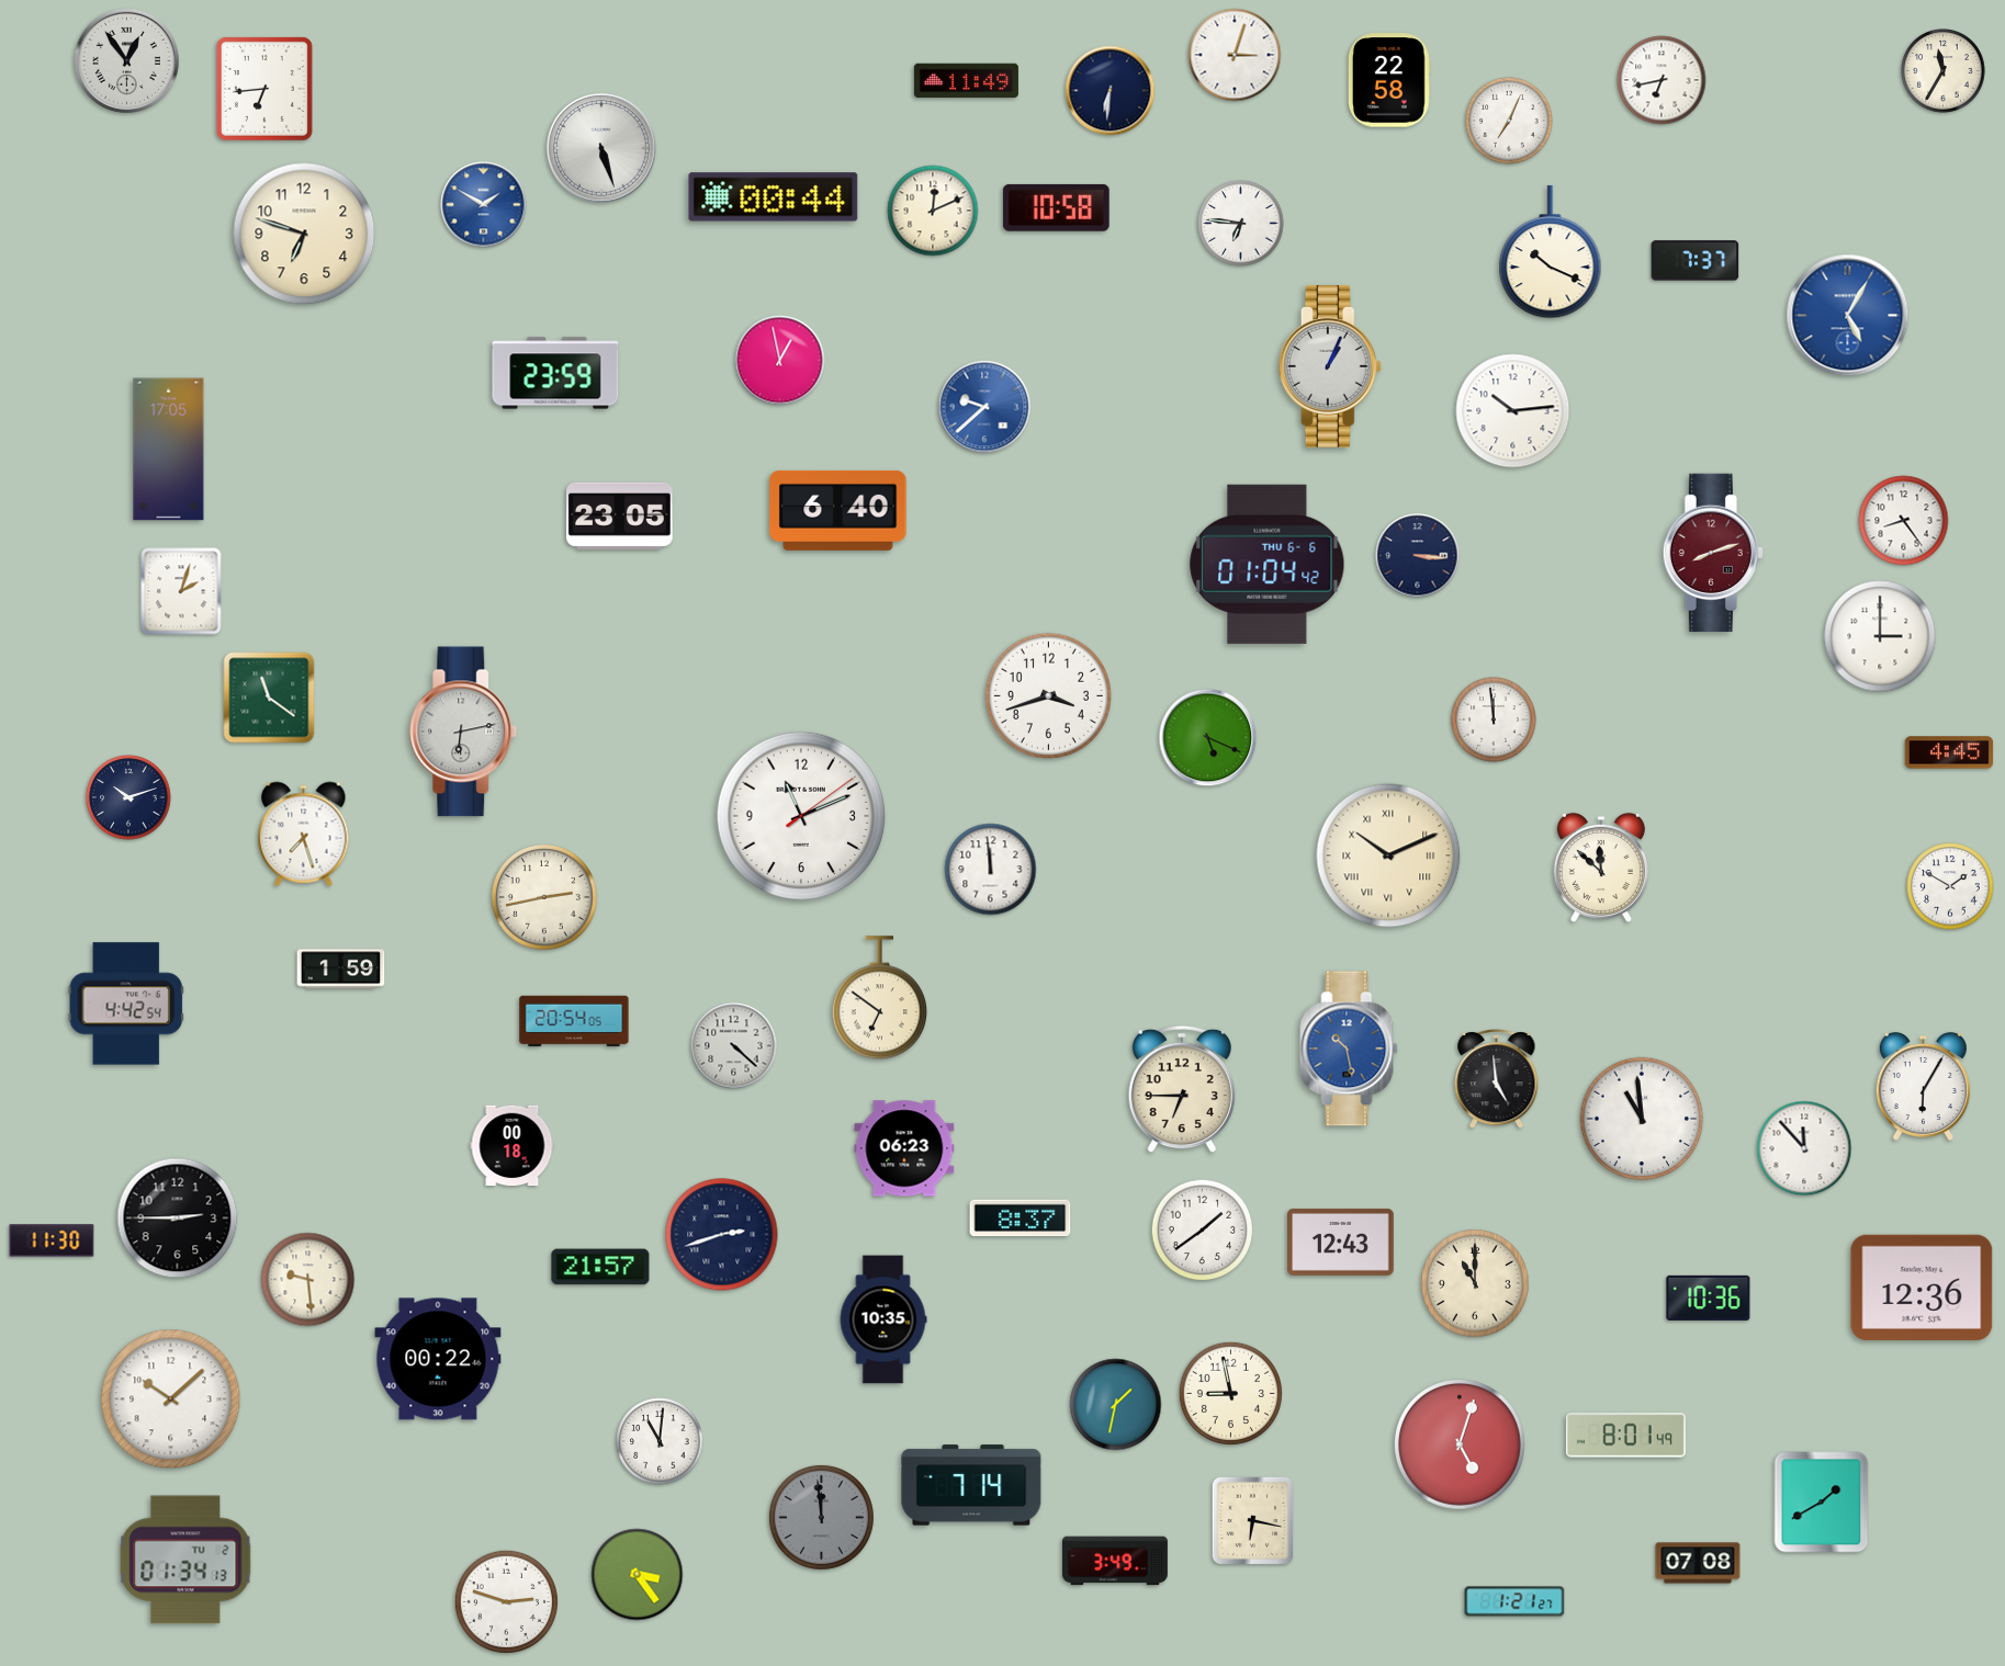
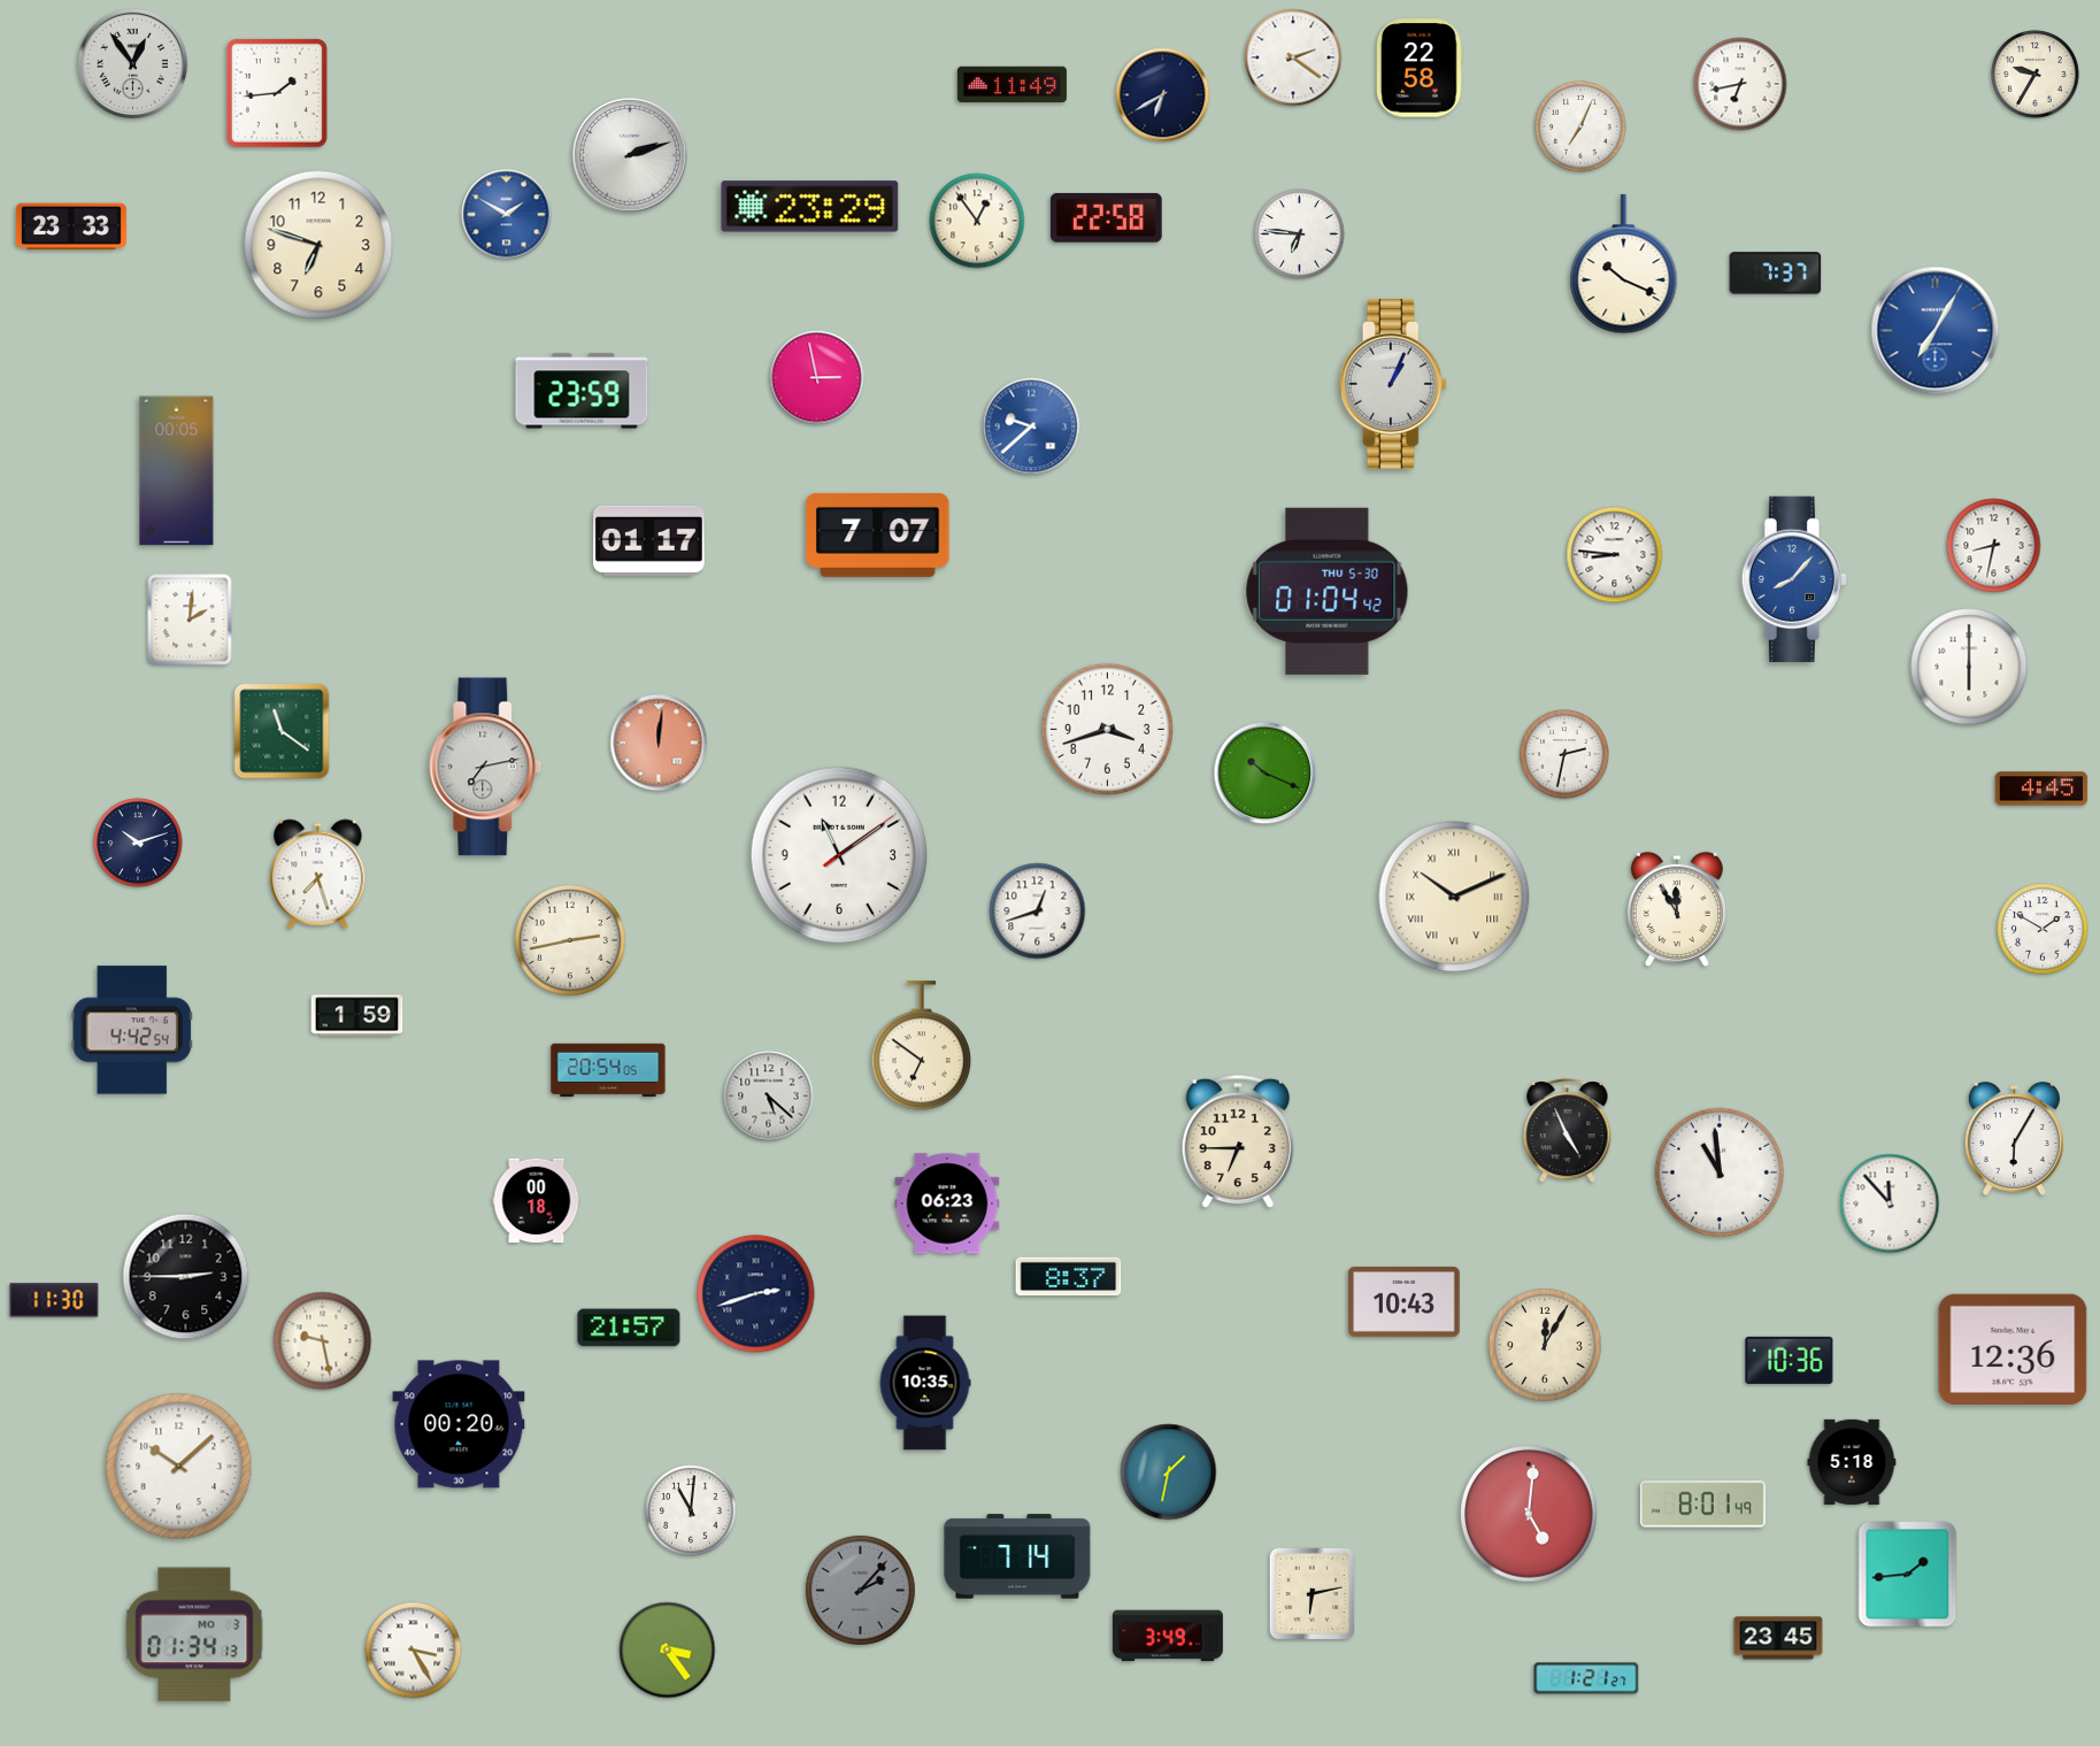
clock at (1235, 55): 3:03 -> 2:21
clock at (1944, 71): 11:35 -> 9:35
clock at (1389, 80) position: (1389, 80) -> (1420, 68)
clock at (264, 89): 6:44 -> 1:44
clock at (1111, 91): 6:31 -> 6:40
clock at (602, 149): 5:27 -> 2:12
clock at (774, 197): 00:44 -> 23:29
clock at (1056, 207): 10:58 -> 22:58
clock at (933, 211): 12:11 -> 12:54
clock at (71, 226): none -> 23:33
clock at (1848, 316): 5:05 -> 7:05
clock at (780, 361): 12:58 -> 2:58
clock at (1513, 411): 10:14 -> none
clock at (169, 450): 17:05 -> 00:05
clock at (838, 510): 6:40 -> 7:07
clock at (620, 515): 23:05 -> 01:17
clock at (1904, 521): 8:24 -> 8:32
clock at (1615, 555): none -> 8:46
clock at (1713, 552): 8:12 -> 8:07
clock at (1713, 552) dial: burgundy -> blue
clock at (1418, 556): 3:16 -> none
clock at (1268, 564) date: THU 6-6 -> THU 5-30
clock at (181, 591): 2:03 -> 2:01
clock at (1880, 636): 3:00 -> 6:00
clock at (1048, 695) position: (1048, 695) -> (1107, 729)
clock at (659, 743): none -> 12:01
clock at (1494, 719): 11:59 -> 2:32
clock at (463, 732): 6:13 -> 7:13
clock at (1208, 738): 5:19 -> 10:19
clock at (128, 797) position: (128, 797) -> (138, 843)
clock at (801, 816): 11:11 -> 11:09
clock at (1601, 868): 11:52 -> 11:55
clock at (991, 870): 11:59 -> 12:42
clock at (126, 1004) position: (126, 1004) -> (132, 1030)
clock at (574, 1021) position: (574, 1021) -> (608, 1070)
clock at (734, 1046): 4:22 -> 5:22
clock at (1349, 1049): 10:28 -> none
clock at (1497, 1078): 4:59 -> 4:56
clock at (1203, 1231): 1:39 -> none
clock at (1341, 1242): 12:43 -> 10:43
clock at (308, 1280): 9:29 -> 9:28
clock at (1475, 1283): 11:00 -> 12:05
clock at (438, 1359): 00:22 -> 00:20
clock at (1230, 1393): 8:58 -> none
clock at (1852, 1461): none -> 5:18
clock at (1461, 1446): 5:03 -> 5:01
clock at (1822, 1503): 1:40 -> 1:44
clock at (821, 1517): 11:59 -> 2:07
clock at (1253, 1521): 6:17 -> 6:13
clock at (185, 1560) date: TU 2 -> MO 3
clock at (1698, 1563): 07:08 -> 23:45
clock at (414, 1651): none -> 3:25
clock at (506, 1601): 2:48 -> none
